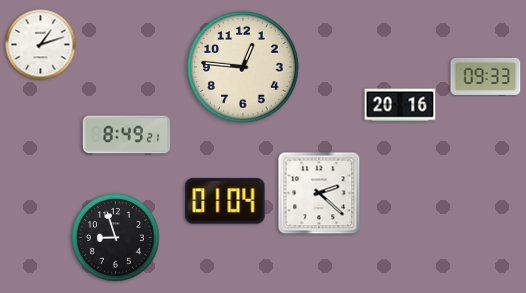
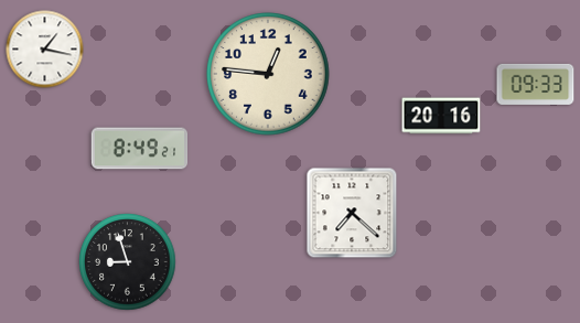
clock at (41, 45): 1:12 -> 1:17
clock at (319, 193): 2:22 -> 7:22
clock at (225, 201): 01:04 -> none
